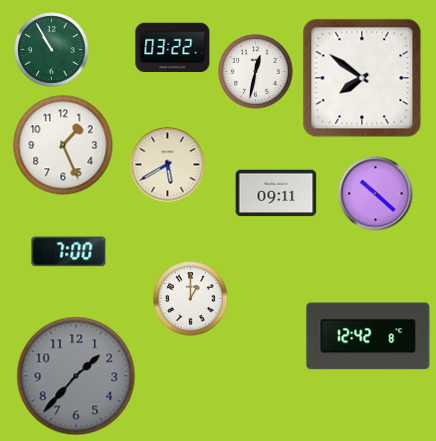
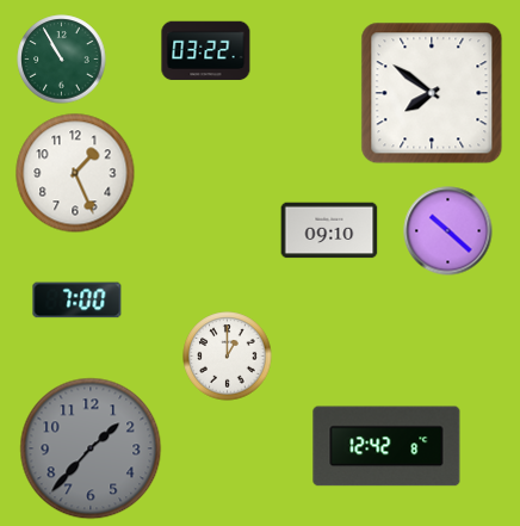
clock at (173, 48) position: (173, 48) -> (206, 51)
clock at (256, 72): 12:32 -> none
clock at (168, 165): 5:40 -> none
clock at (276, 193): 09:11 -> 09:10
clock at (69, 252) position: (69, 252) -> (78, 301)
clock at (368, 336) position: (368, 336) -> (386, 446)
